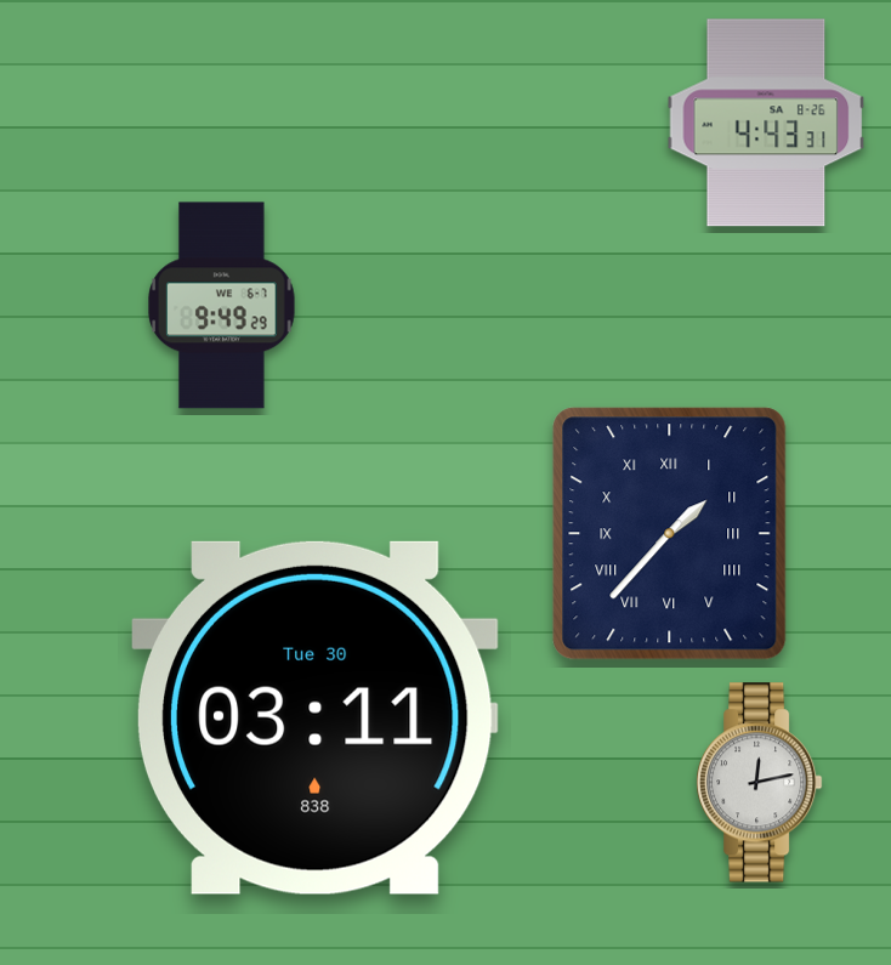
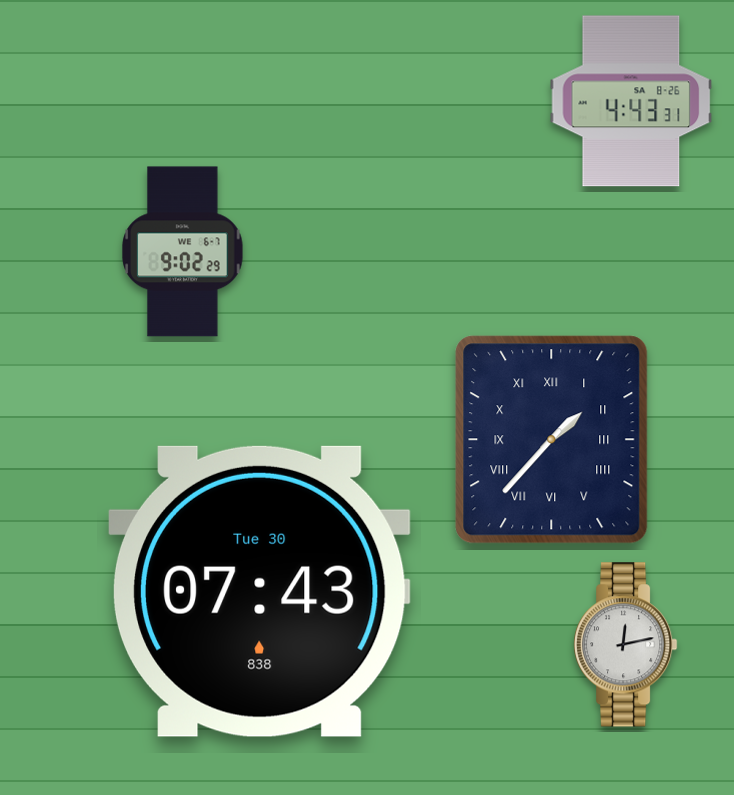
clock at (222, 306): 9:49 -> 9:02
clock at (314, 717): 03:11 -> 07:43
